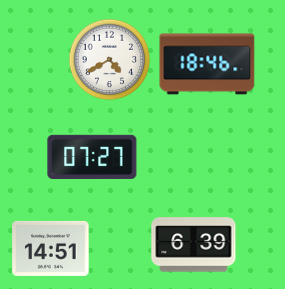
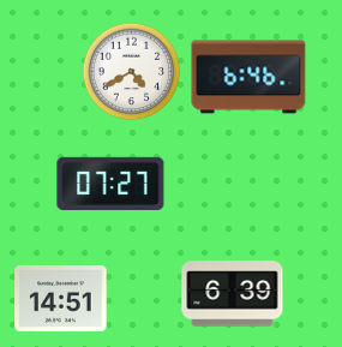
clock at (207, 64): 18:46 -> 6:46
clock at (92, 157) position: (92, 157) -> (110, 184)
